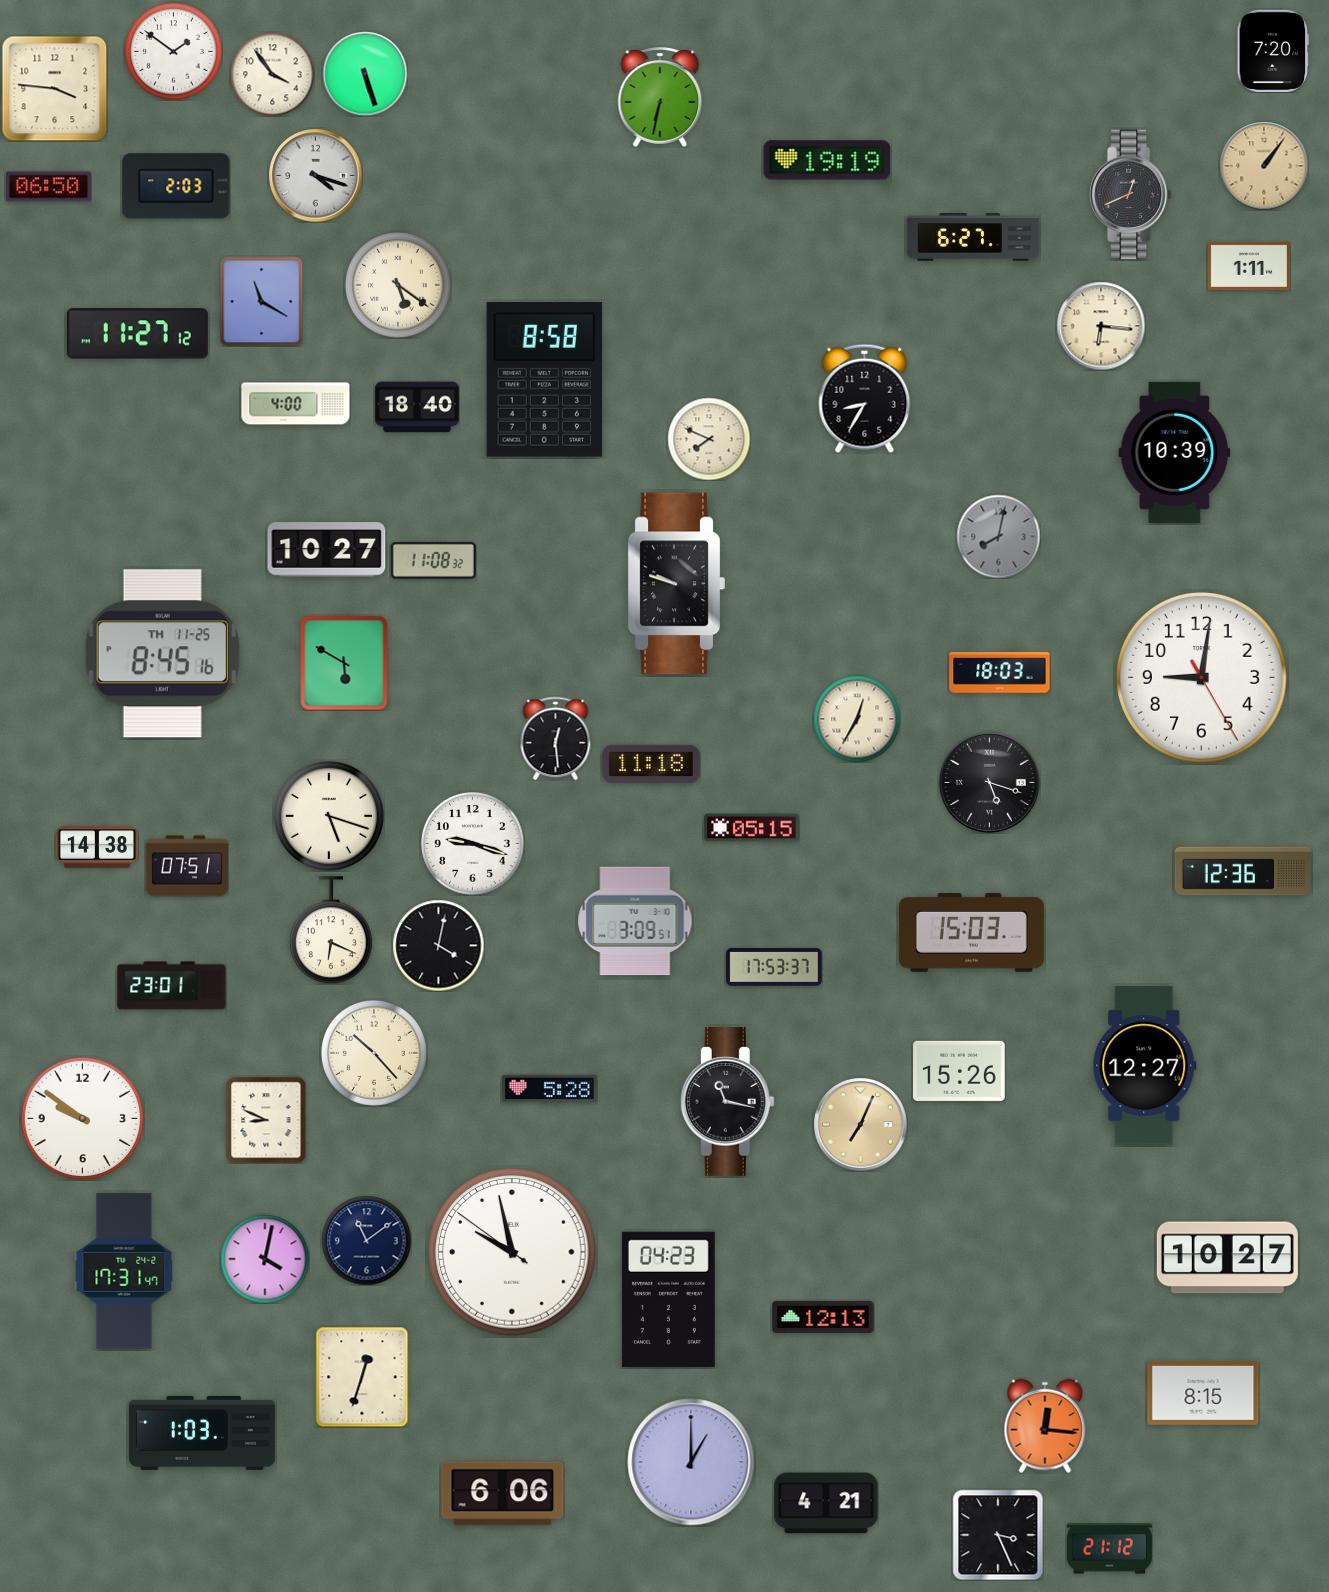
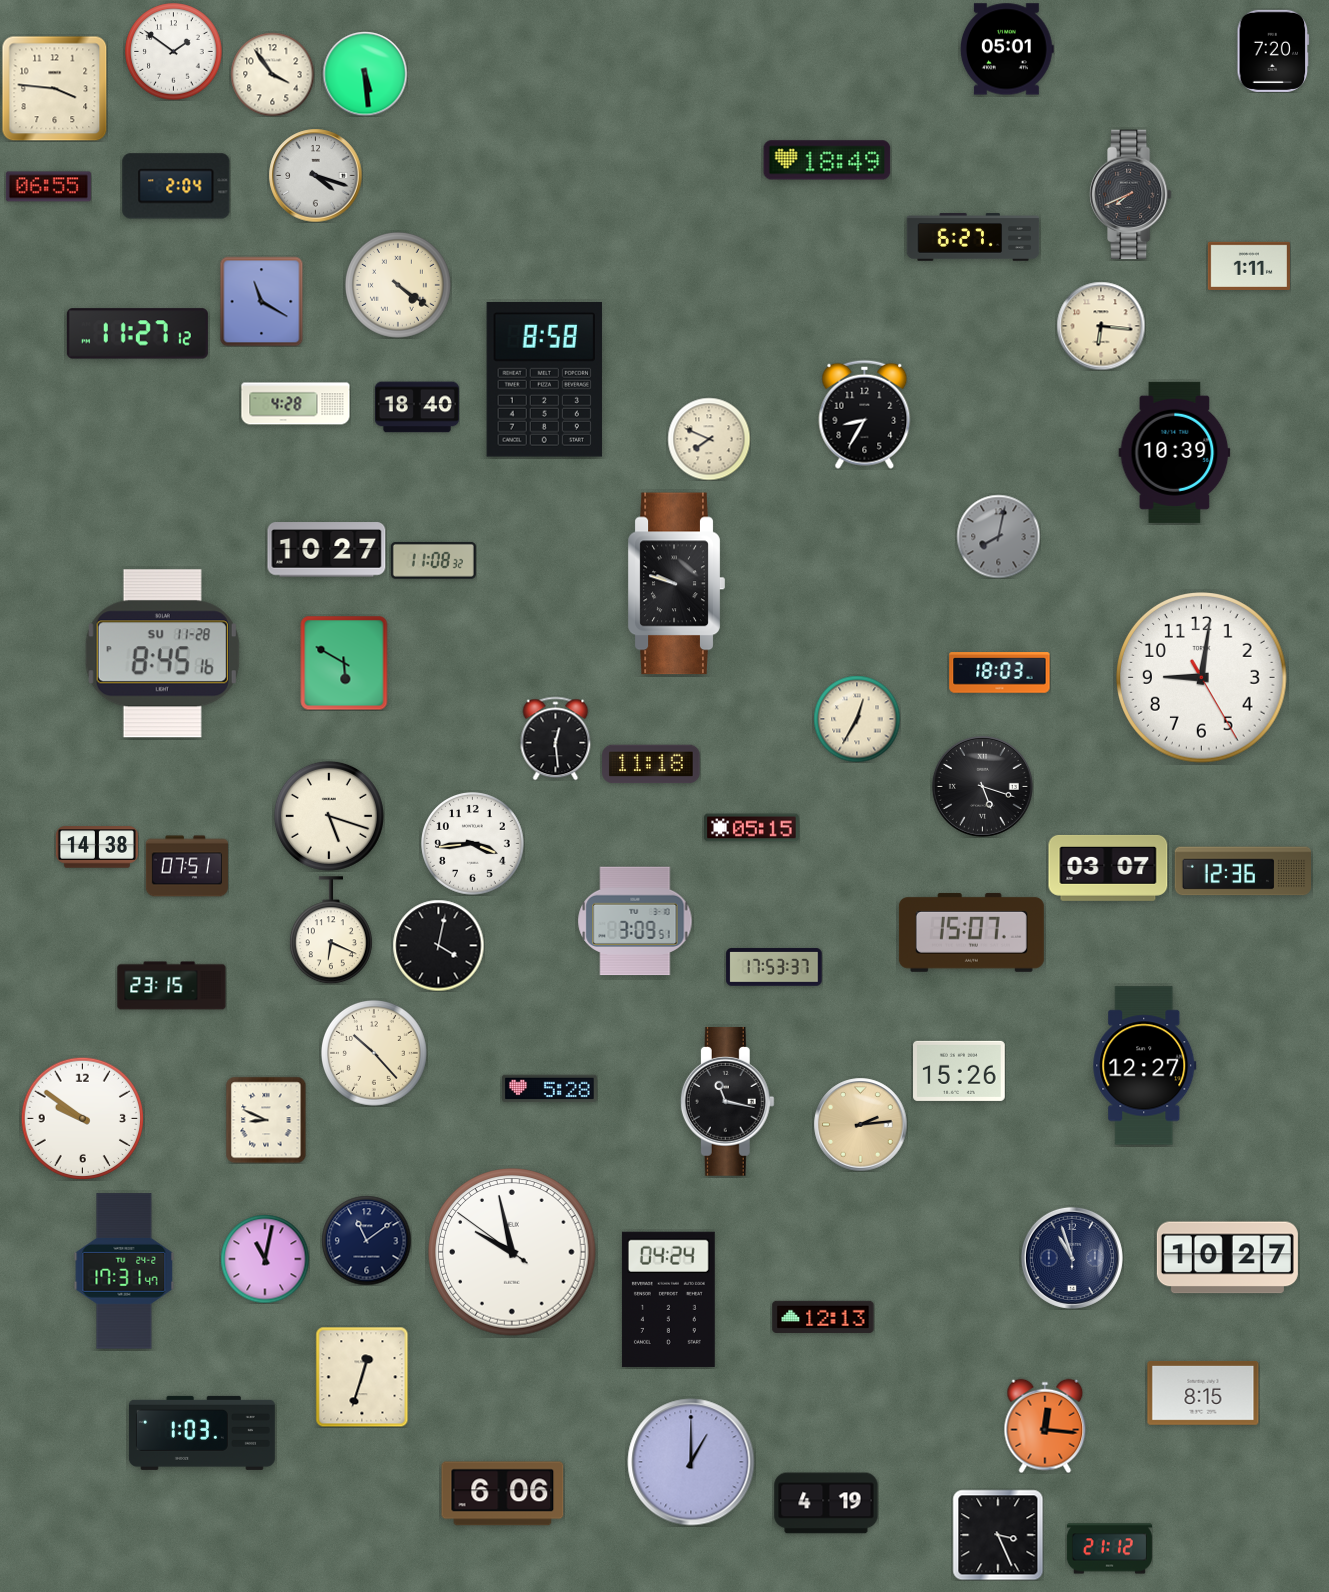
clock at (1007, 49): none -> 05:01
clock at (365, 74): 5:27 -> 5:29
clock at (660, 98): 6:32 -> none
clock at (827, 160): 19:19 -> 18:49
clock at (1264, 166): 1:06 -> none
clock at (176, 186): 2:03 -> 2:04
clock at (48, 187): 06:50 -> 06:55
clock at (1130, 195): 12:41 -> 7:41
clock at (398, 285): 5:21 -> 4:21
clock at (865, 398) position: (865, 398) -> (865, 414)
clock at (296, 404): 4:00 -> 4:28
clock at (162, 654) date: TH 11-25 -> SU 11-28
clock at (989, 782) position: (989, 782) -> (982, 786)
clock at (473, 844): 9:18 -> 3:44
clock at (1108, 868): none -> 03:07
clock at (971, 932): 15:03 -> 15:07
clock at (172, 986): 23:01 -> 23:15
clock at (860, 1124): 7:04 -> 2:14
clock at (1072, 1258): none -> 10:57
clock at (265, 1259): 4:02 -> 11:02
clock at (668, 1299): 04:23 -> 04:24
clock at (826, 1503): 4:21 -> 4:19
